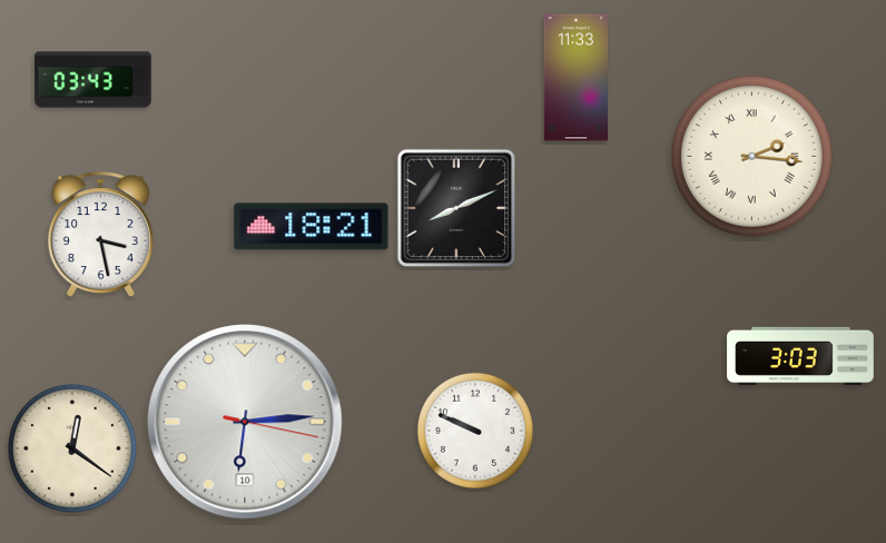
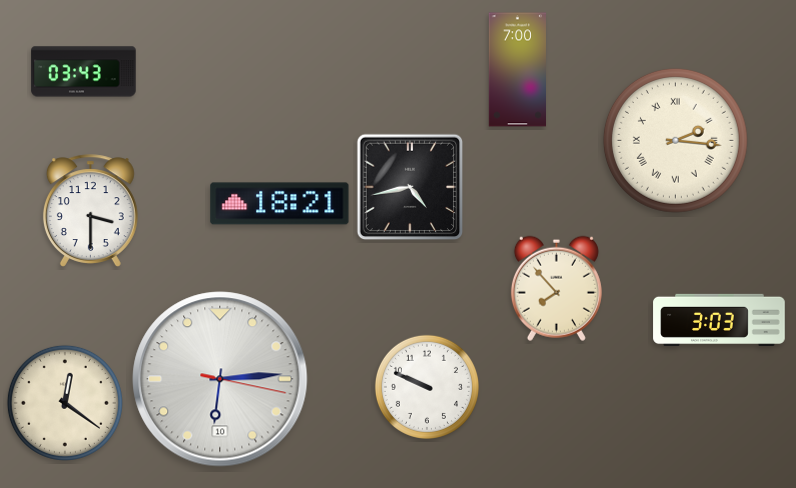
clock at (575, 78): 11:33 -> 7:00
clock at (456, 208): 8:11 -> 4:43
clock at (100, 235): 3:28 -> 3:30
clock at (556, 288): none -> 7:53
